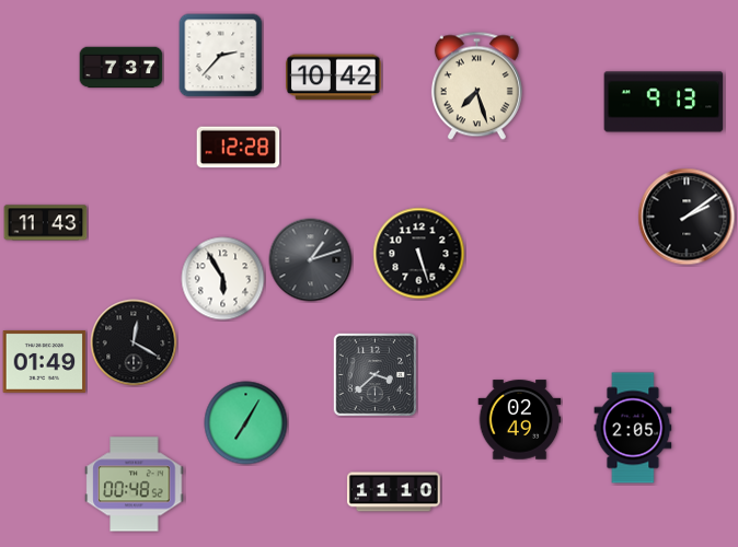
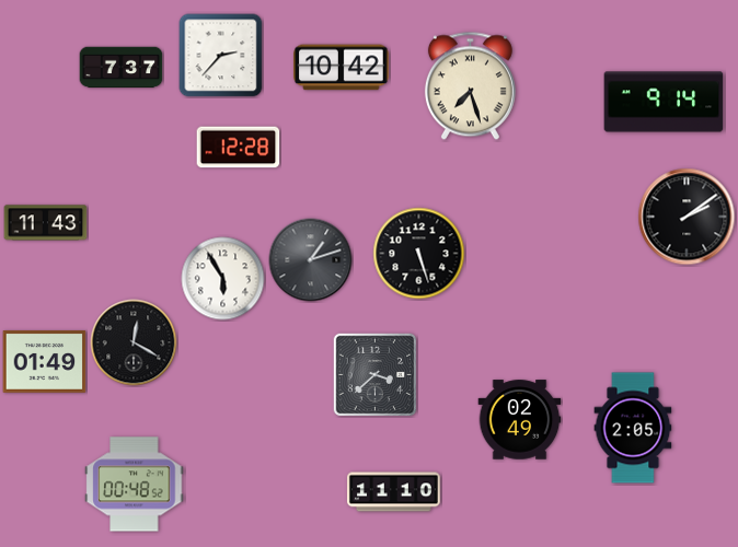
clock at (334, 78) position: (334, 78) -> (342, 68)
clock at (476, 86) position: (476, 86) -> (470, 86)
clock at (664, 102): 9:13 -> 9:14
clock at (246, 423): 7:05 -> none
